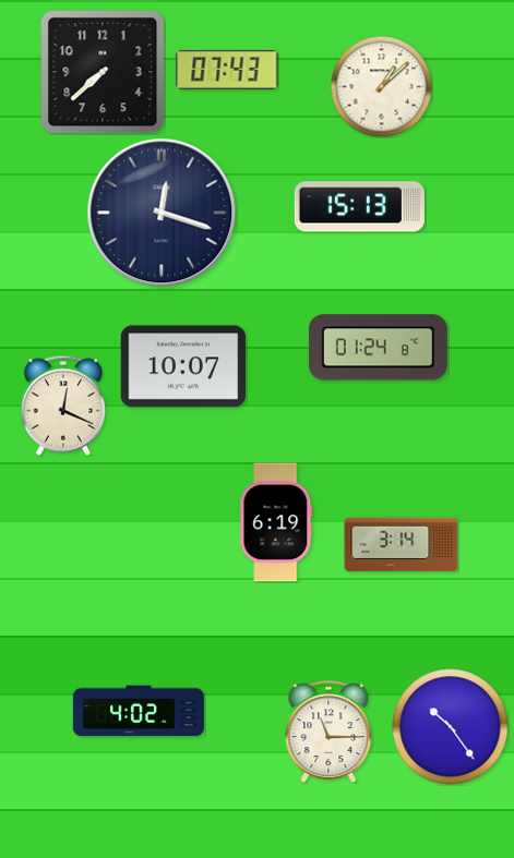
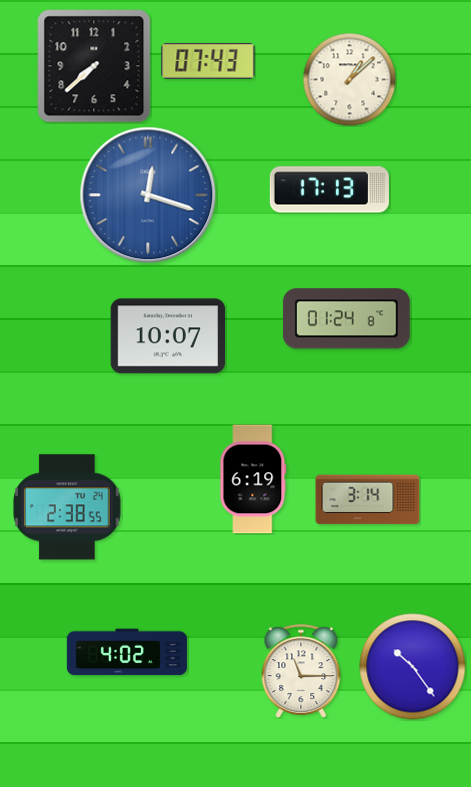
clock at (227, 70) position: (227, 70) -> (208, 61)
clock at (359, 207): 15:13 -> 17:13
clock at (162, 213) dial: navy -> blue
clock at (63, 406): 12:19 -> none
clock at (67, 507): none -> 2:38
